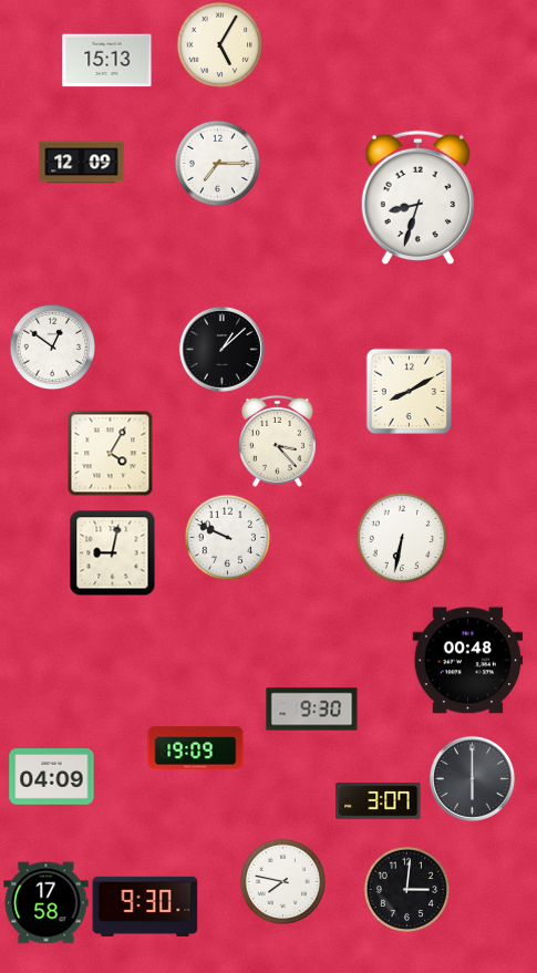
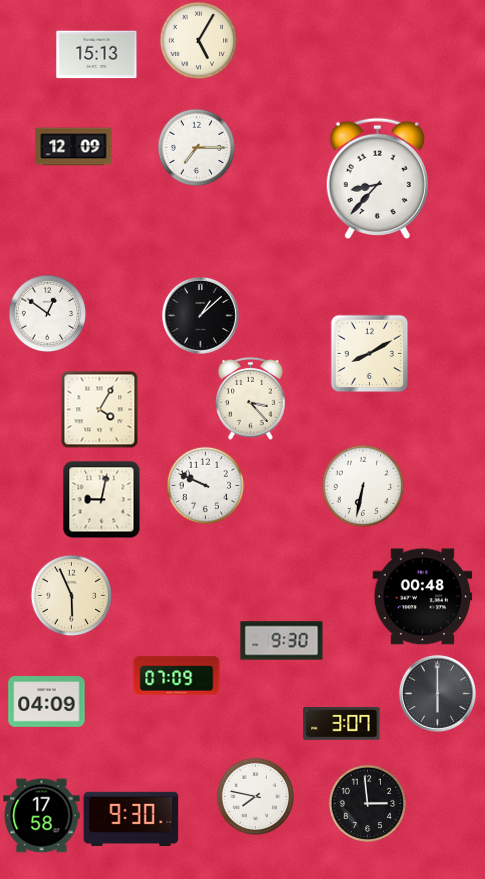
clock at (417, 197): 8:33 -> 8:37
clock at (71, 595): none -> 5:56
clock at (196, 748): 19:09 -> 07:09
clock at (472, 778) position: (472, 778) -> (437, 693)
clock at (406, 889): 3:01 -> 2:59
